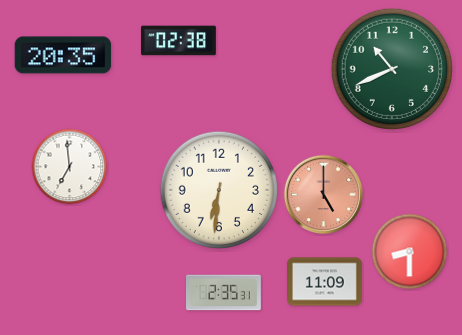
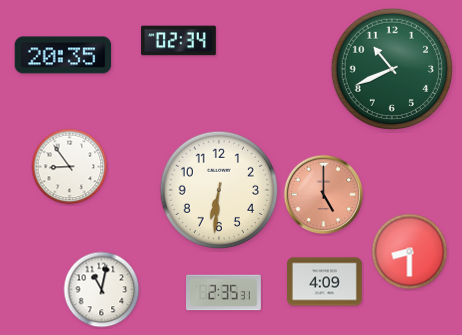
clock at (179, 41): 02:38 -> 02:34
clock at (70, 167): 6:59 -> 8:54
clock at (325, 282): 11:09 -> 4:09
clock at (102, 290): none -> 11:02
